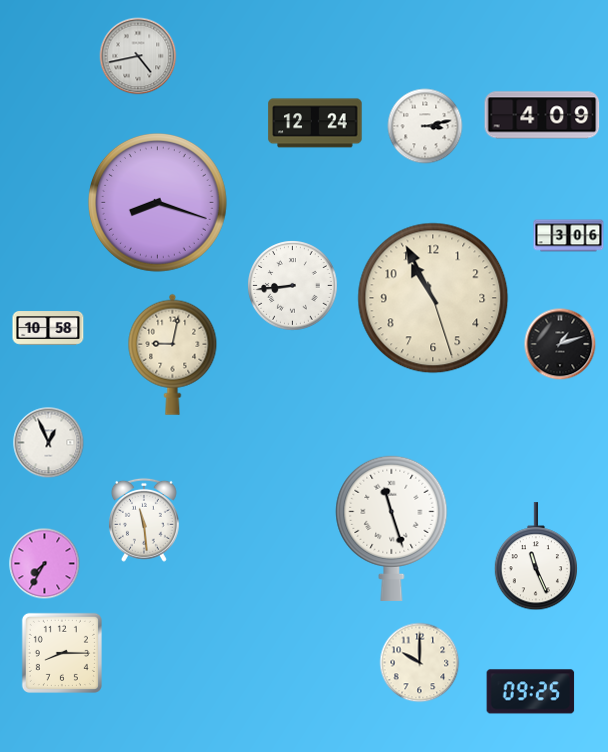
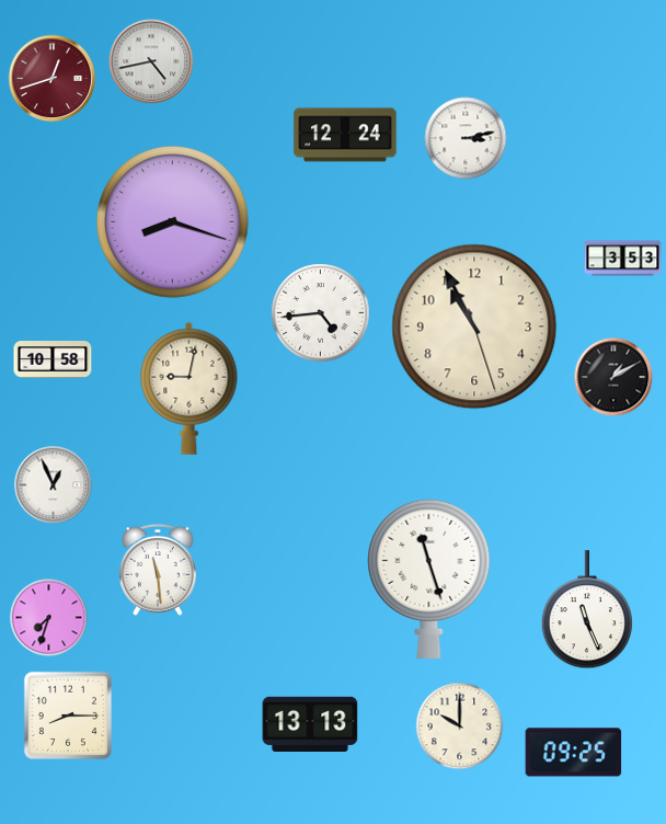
clock at (53, 79): none -> 12:42
clock at (542, 115): 4:09 -> none
clock at (569, 236): 3:06 -> 3:53
clock at (293, 286): 8:44 -> 4:44
clock at (560, 344): 1:12 -> 1:10
clock at (45, 564): 7:35 -> 7:33
clock at (310, 724): none -> 13:13
clock at (531, 692) position: (531, 692) -> (574, 753)
